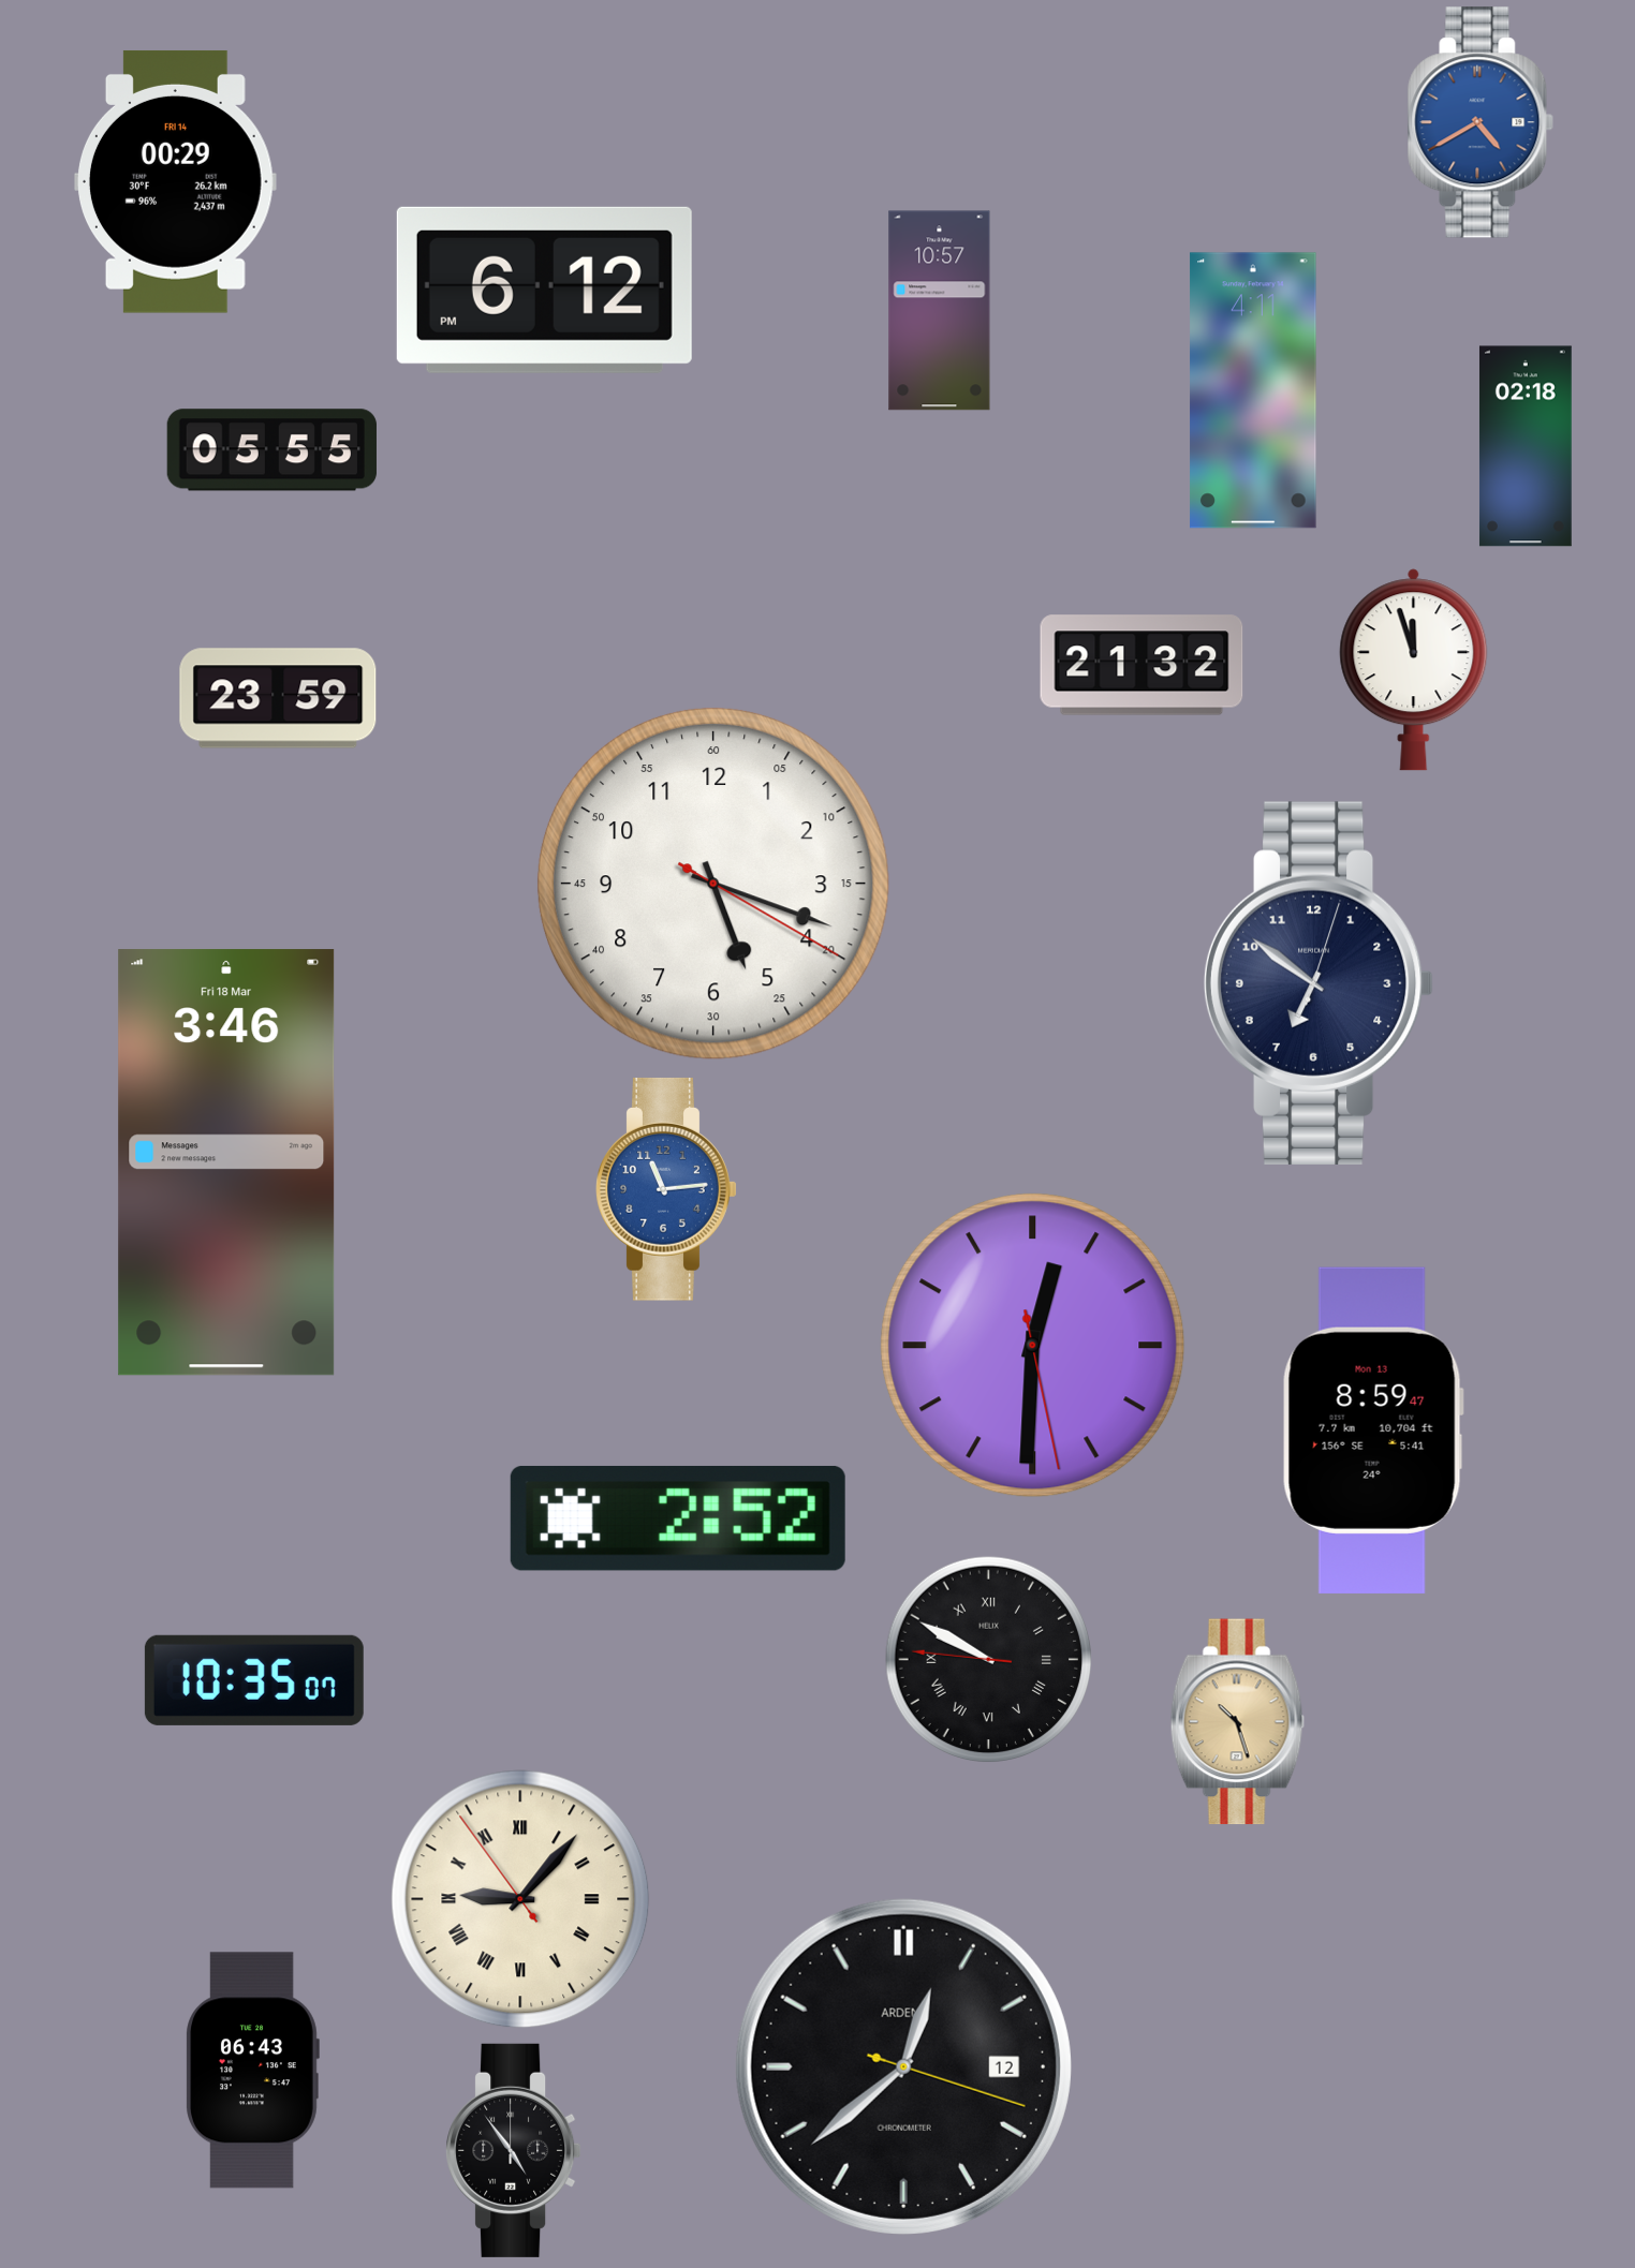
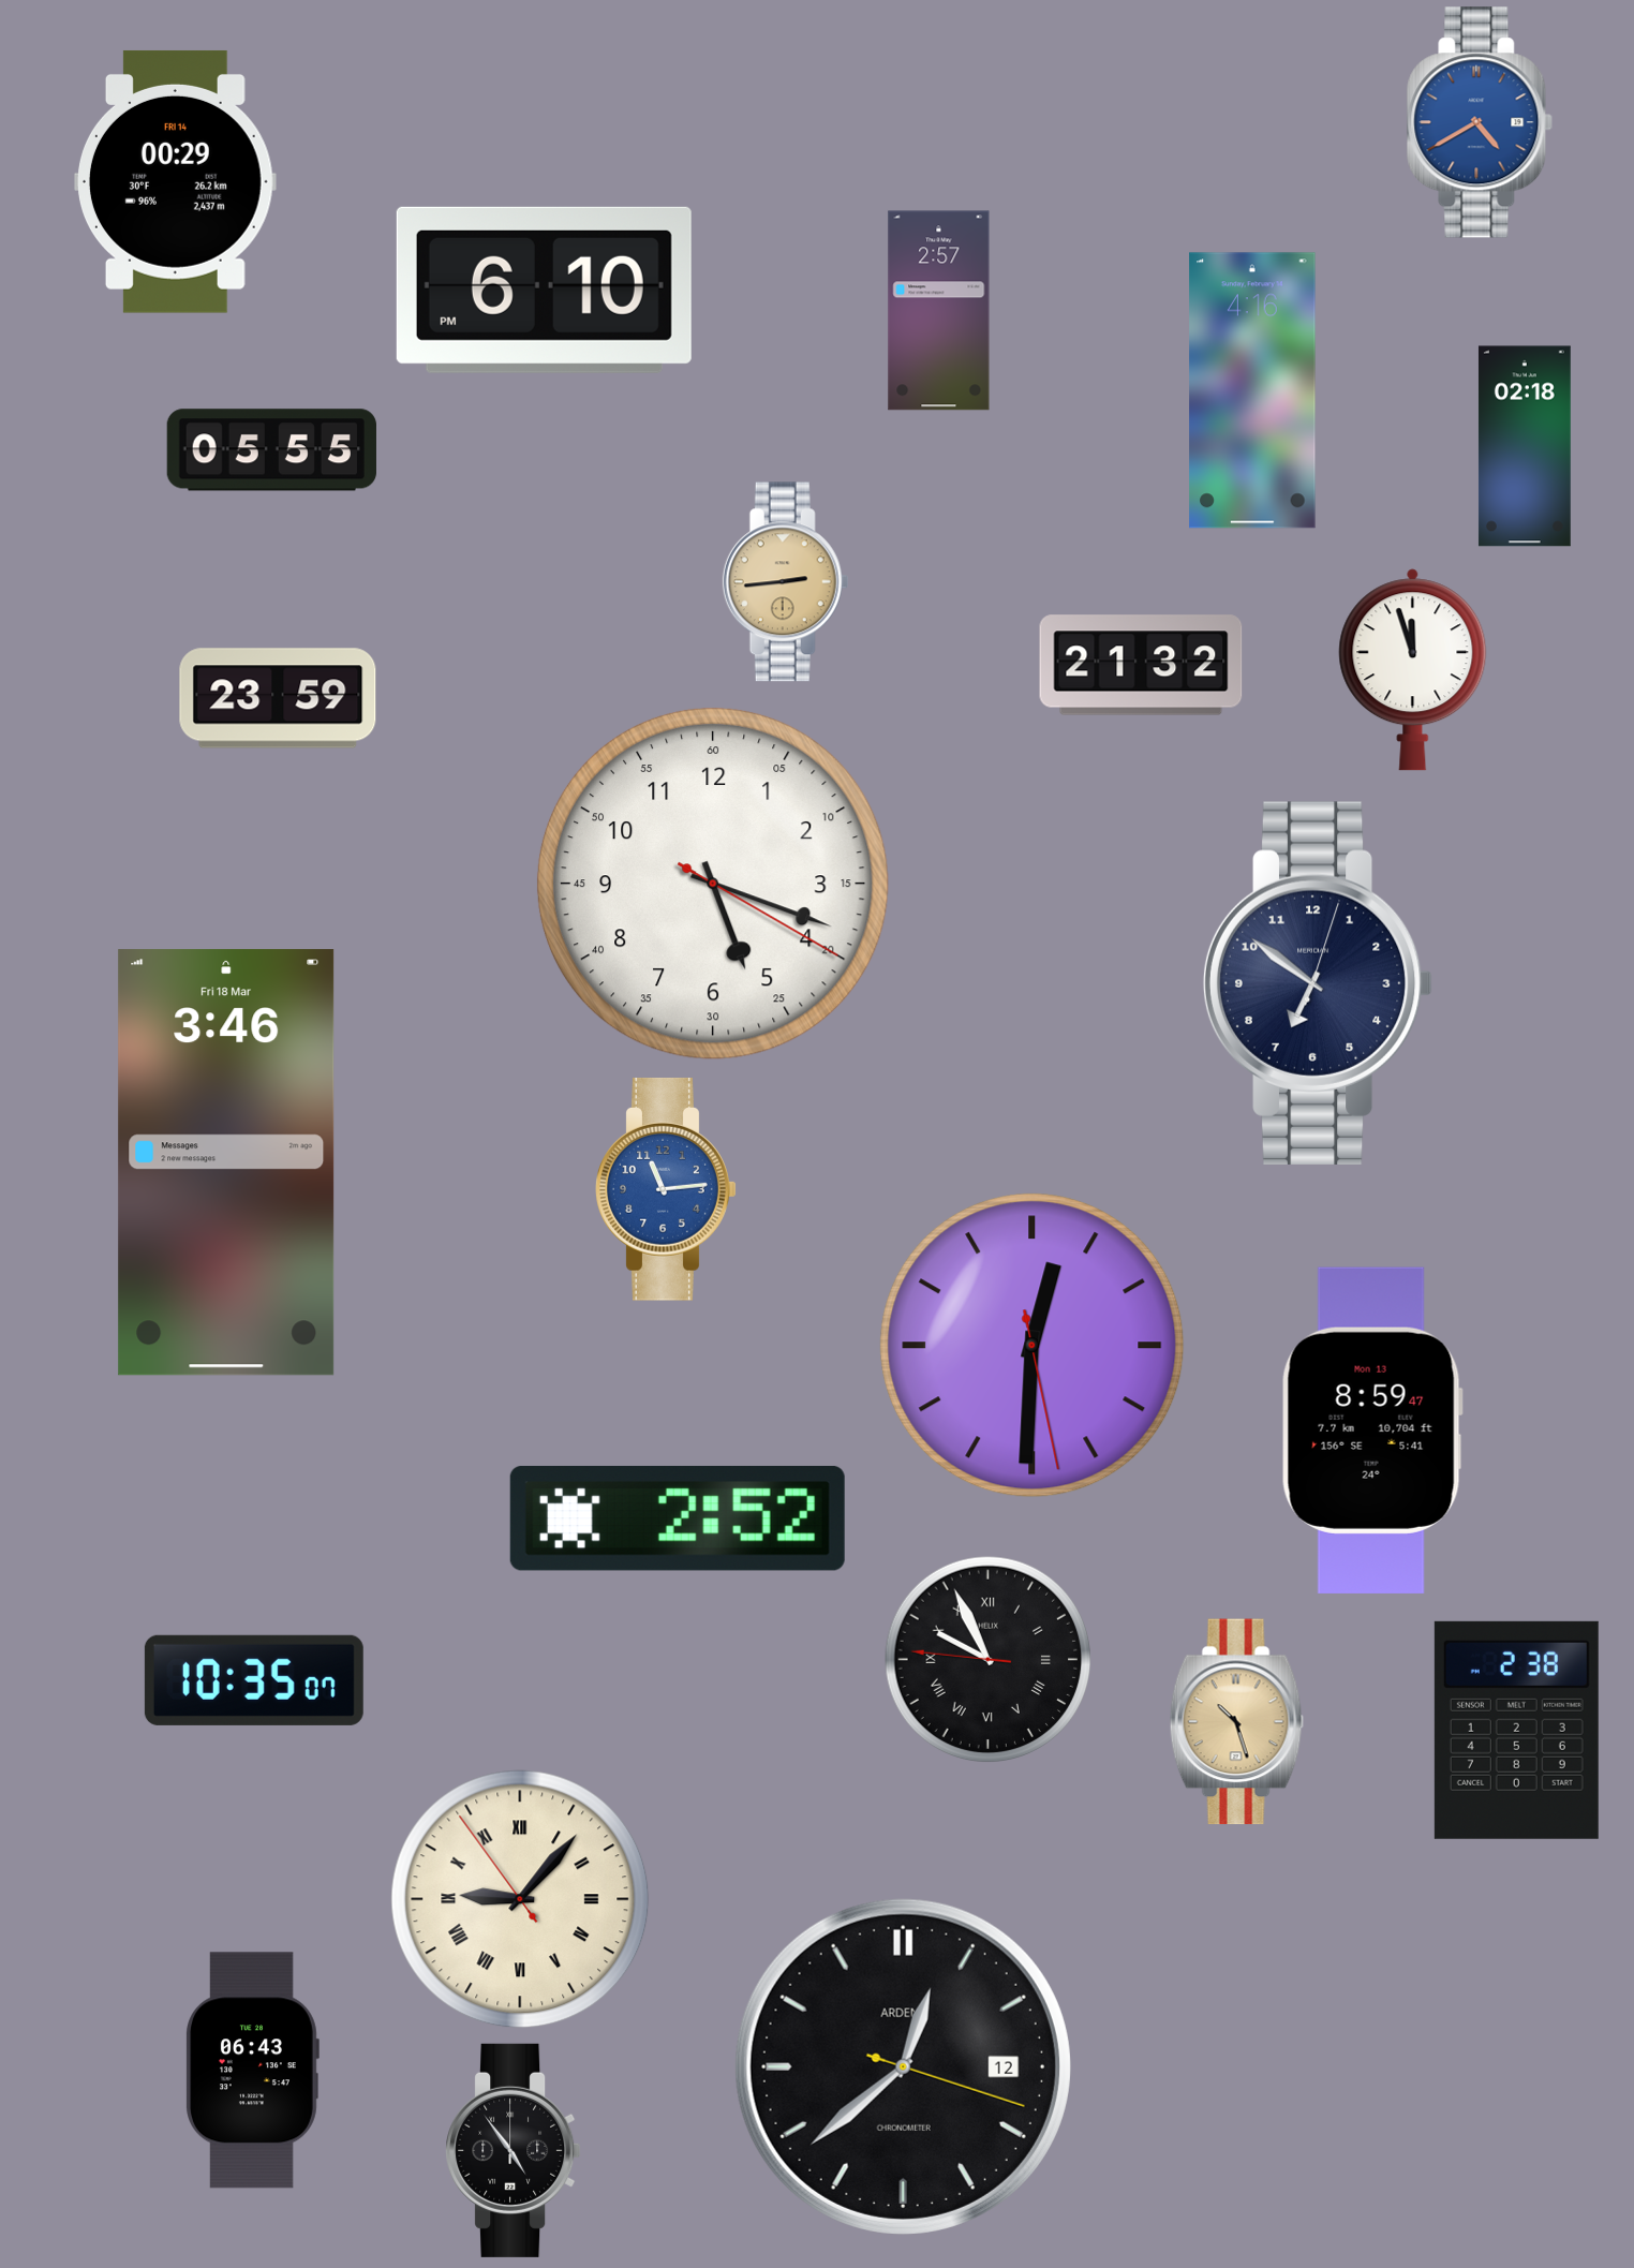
clock at (544, 290): 6:12 -> 6:10
clock at (940, 311): 10:57 -> 2:57
clock at (1253, 390): 4:11 -> 4:16
clock at (786, 582): none -> 2:44
clock at (988, 1659): 9:49 -> 9:55
clock at (1516, 1730): none -> 2:38
